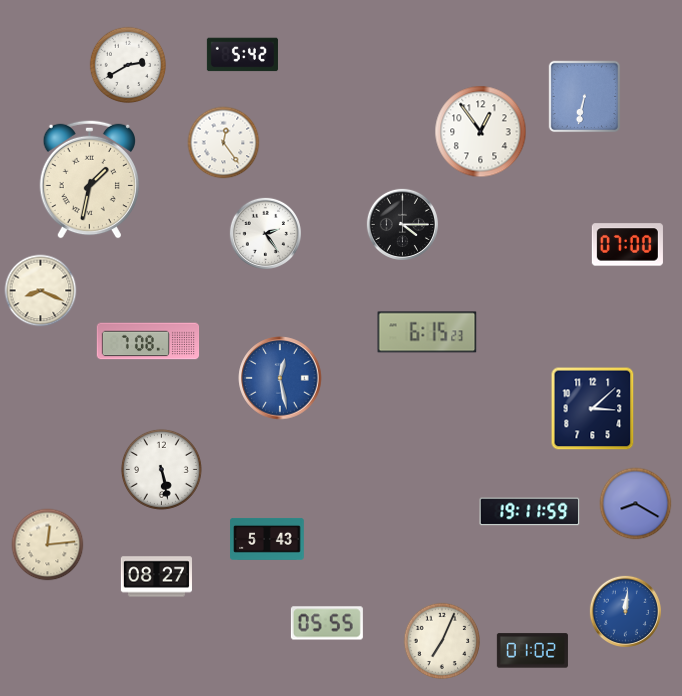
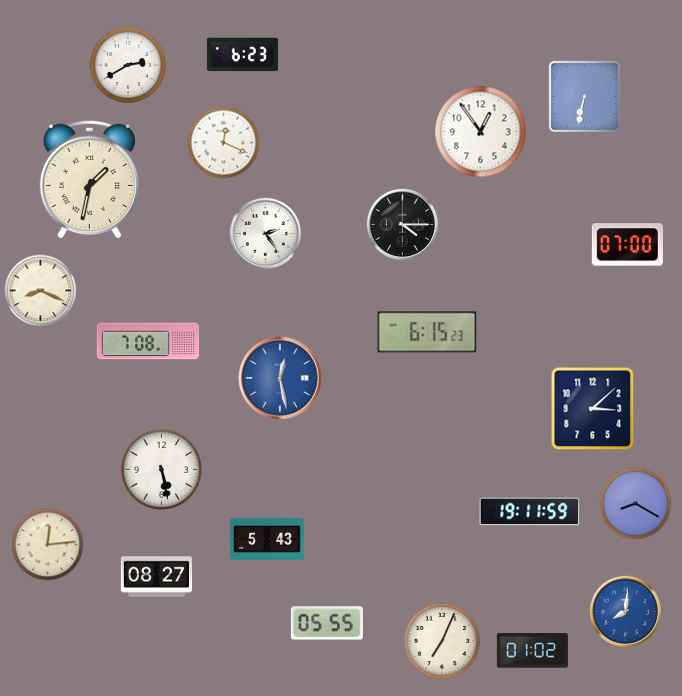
clock at (242, 55): 5:42 -> 6:23
clock at (224, 143): 12:24 -> 12:19
clock at (625, 611): 12:01 -> 8:01
